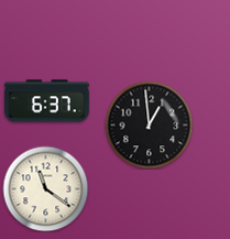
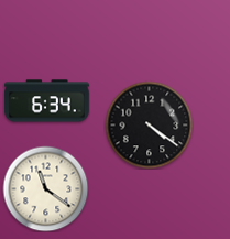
clock at (47, 101): 6:37 -> 6:34
clock at (149, 124): 12:59 -> 4:21
